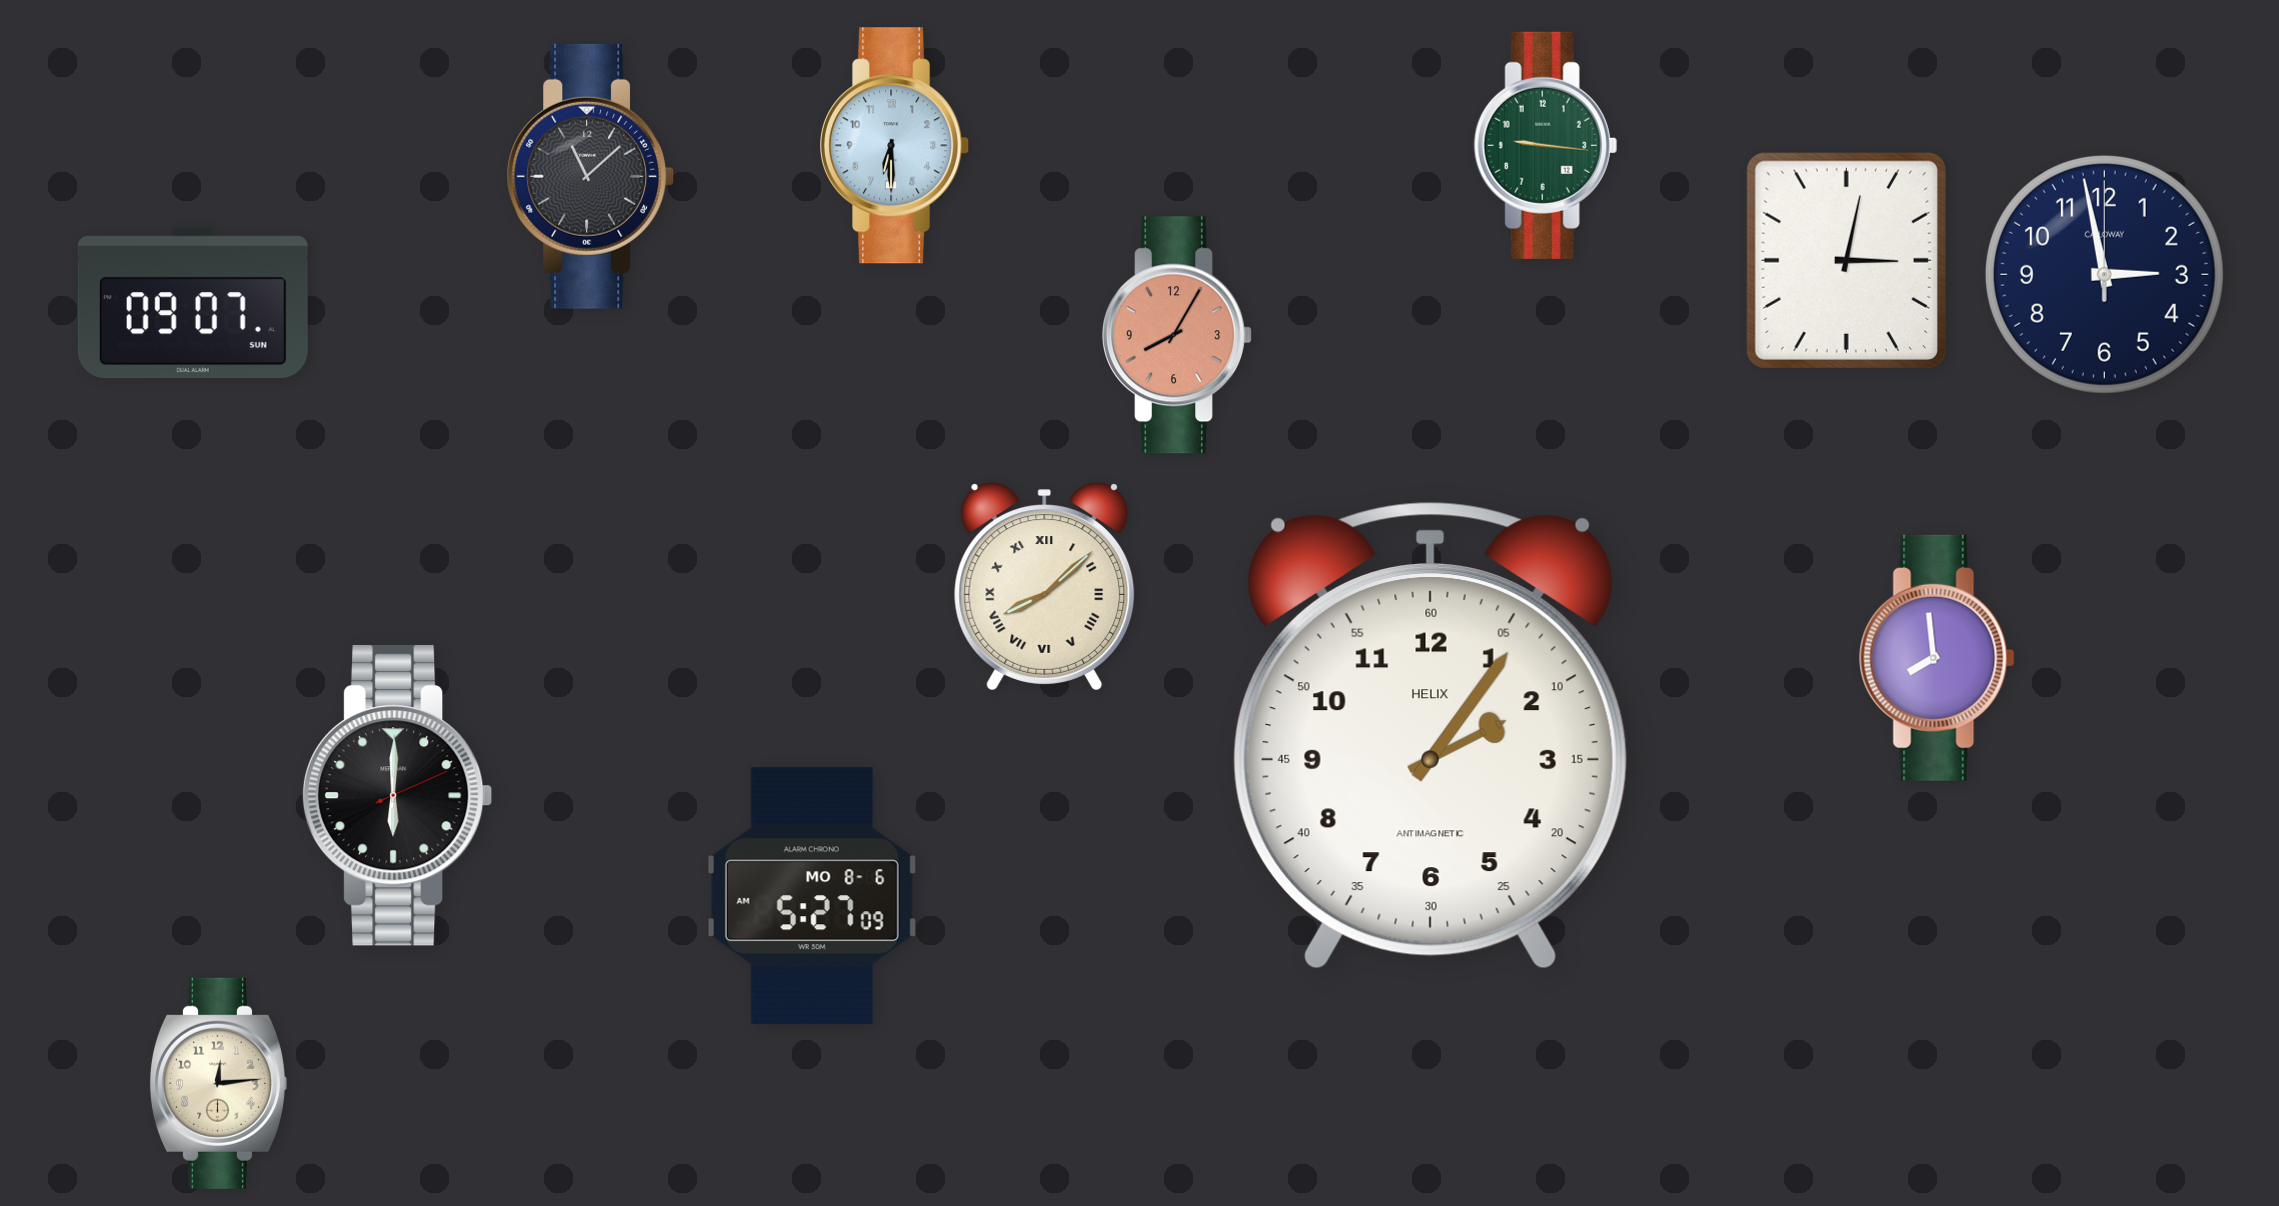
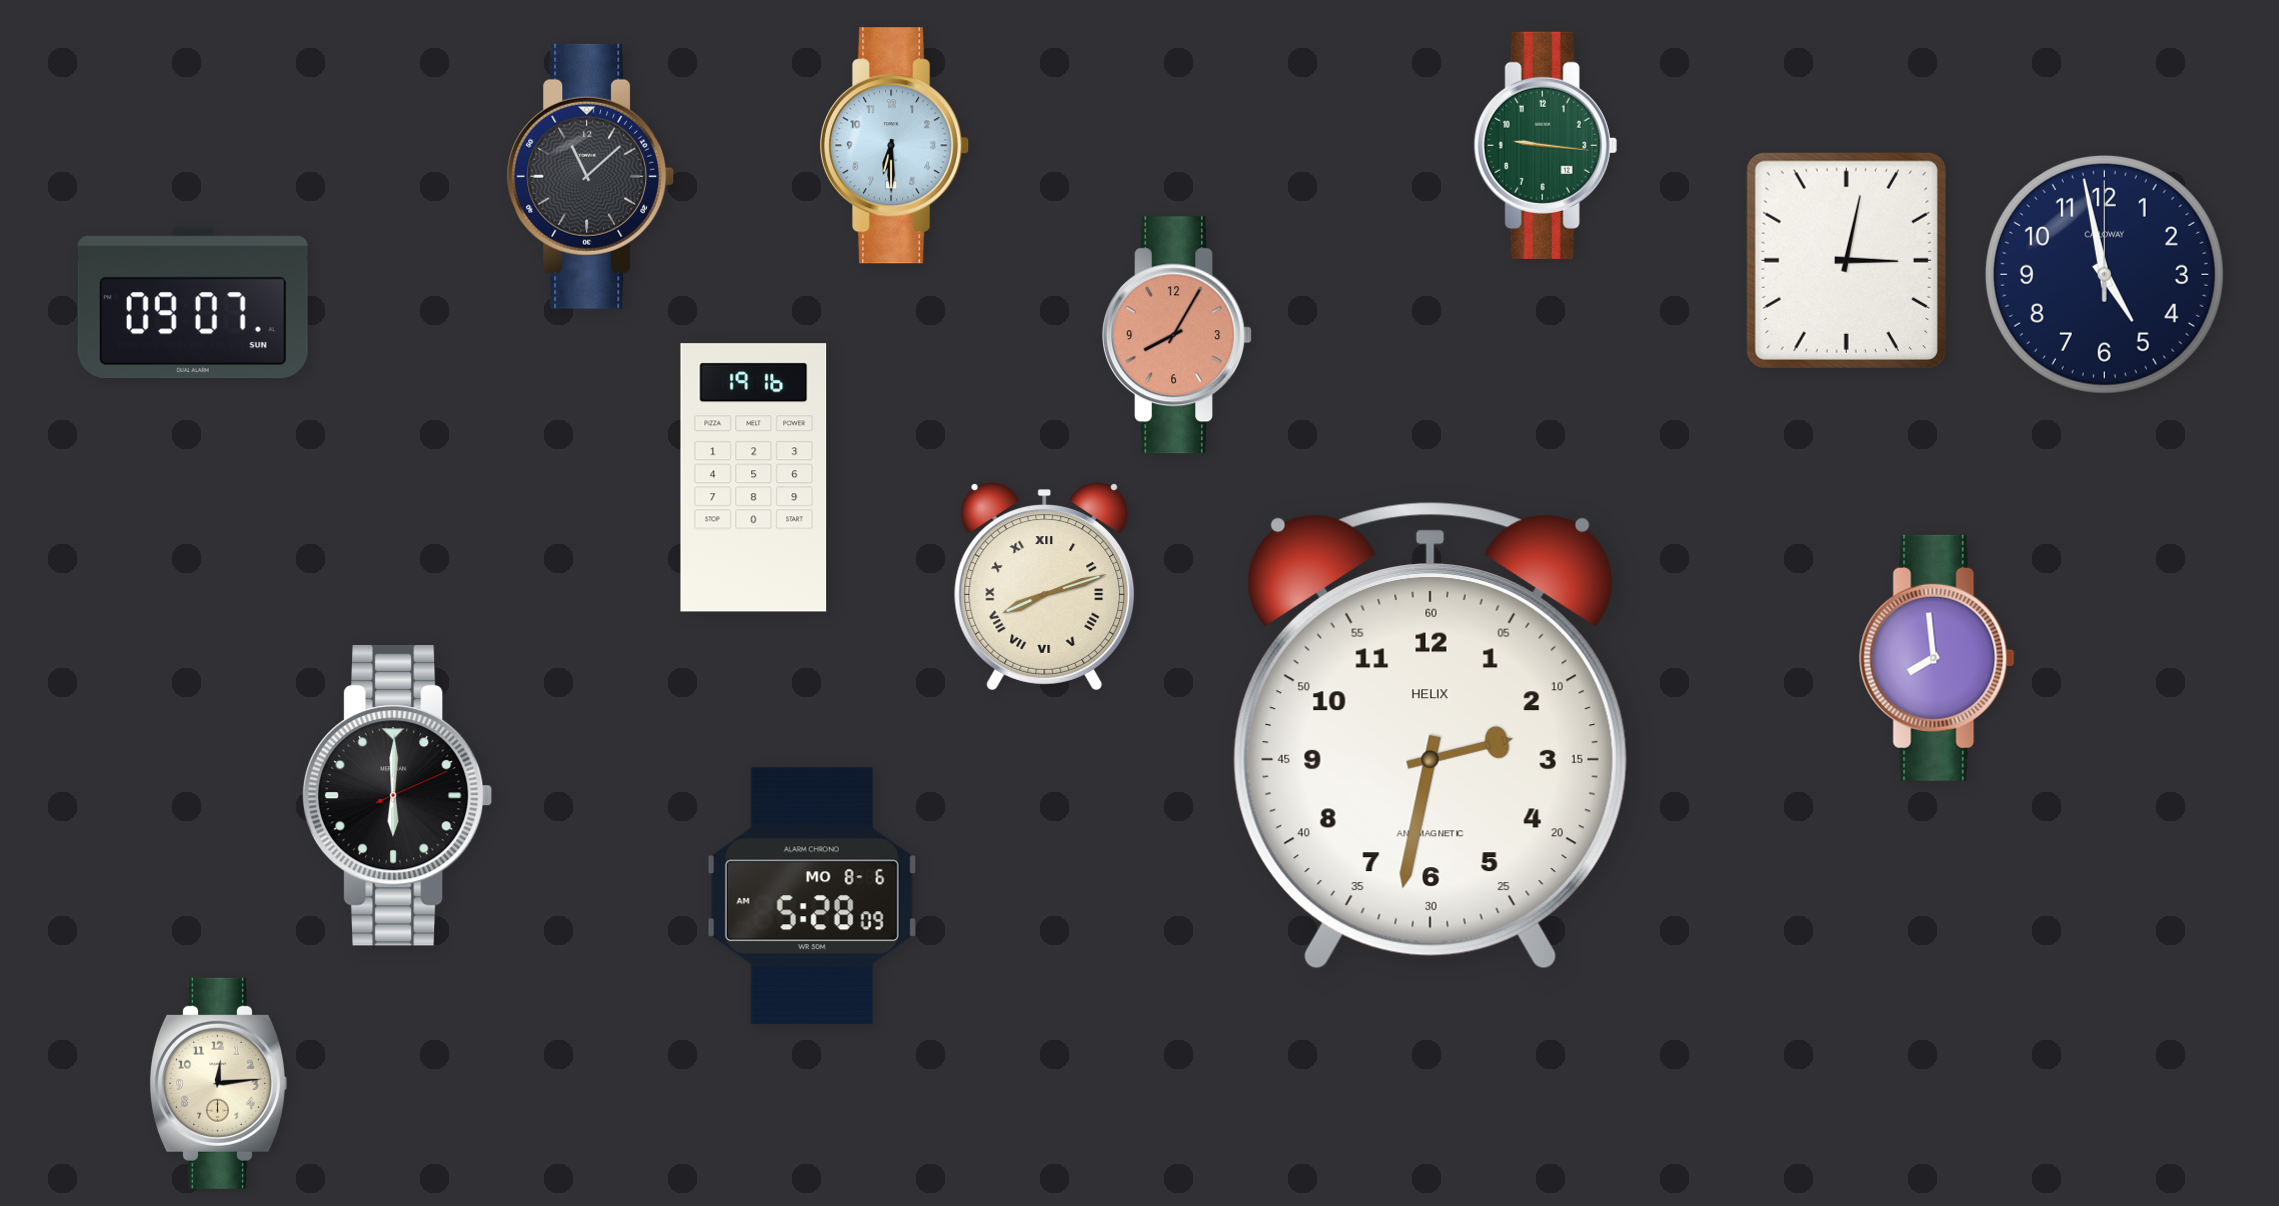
clock at (2104, 274): 2:58 -> 4:58
clock at (754, 478): none -> 19:16
clock at (1045, 587): 8:08 -> 8:12
clock at (1430, 736): 2:06 -> 2:32
clock at (812, 896): 5:27 -> 5:28
